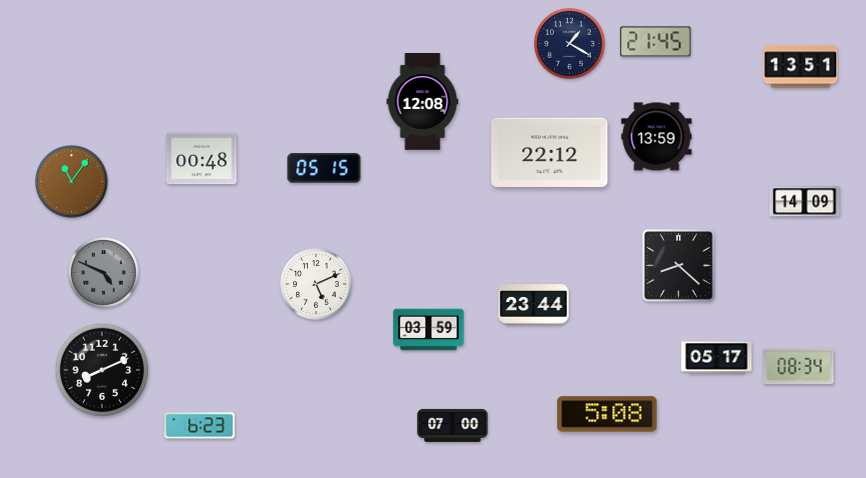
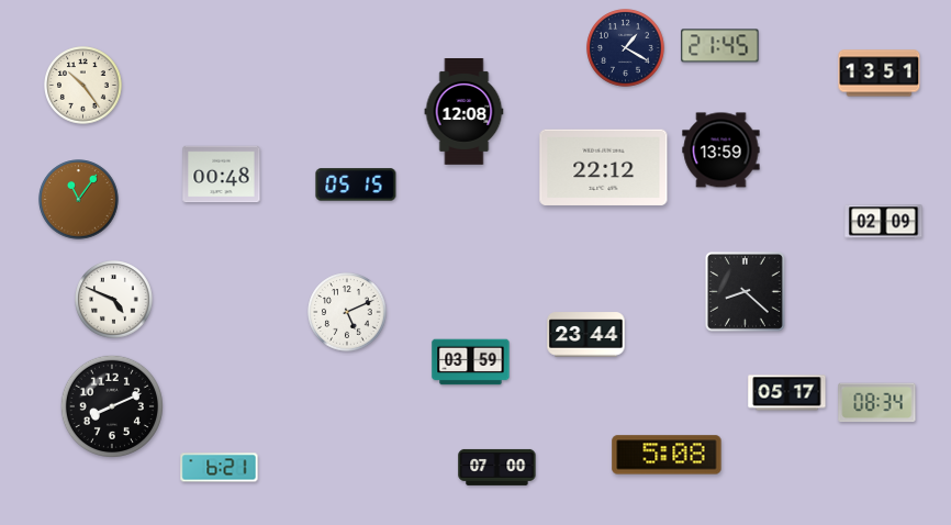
clock at (83, 86): none -> 10:24
clock at (805, 202): 14:09 -> 02:09
clock at (104, 273) dial: grey -> white
clock at (200, 426): 6:23 -> 6:21
